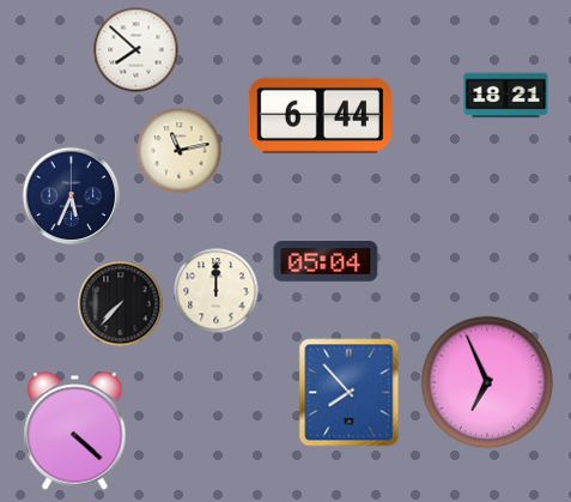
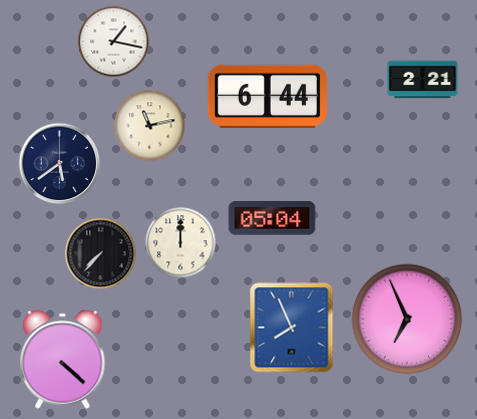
clock at (136, 50): 7:52 -> 1:17
clock at (506, 96): 18:21 -> 2:21
clock at (72, 196): 5:34 -> 5:39
clock at (350, 393): 7:53 -> 7:56
